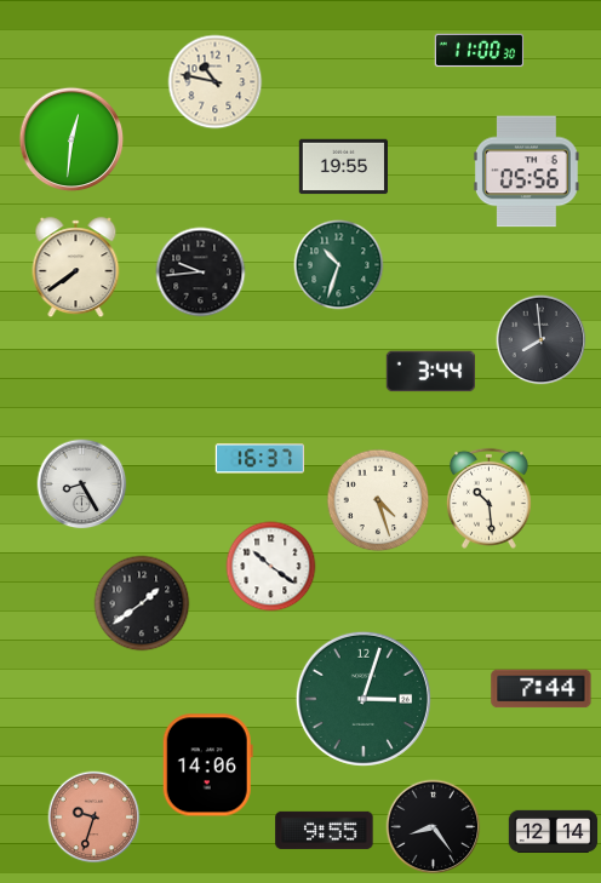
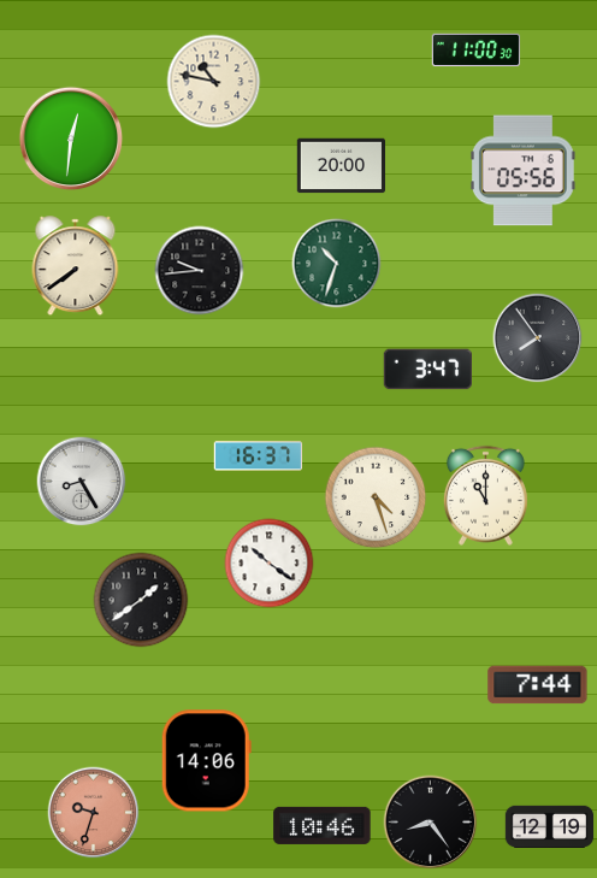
clock at (344, 167): 19:55 -> 20:00
clock at (542, 340): 7:59 -> 7:54
clock at (430, 372): 3:44 -> 3:47
clock at (488, 498): 10:29 -> 11:00
clock at (364, 699): 3:03 -> none
clock at (325, 830): 9:55 -> 10:46
clock at (554, 831): 12:14 -> 12:19
